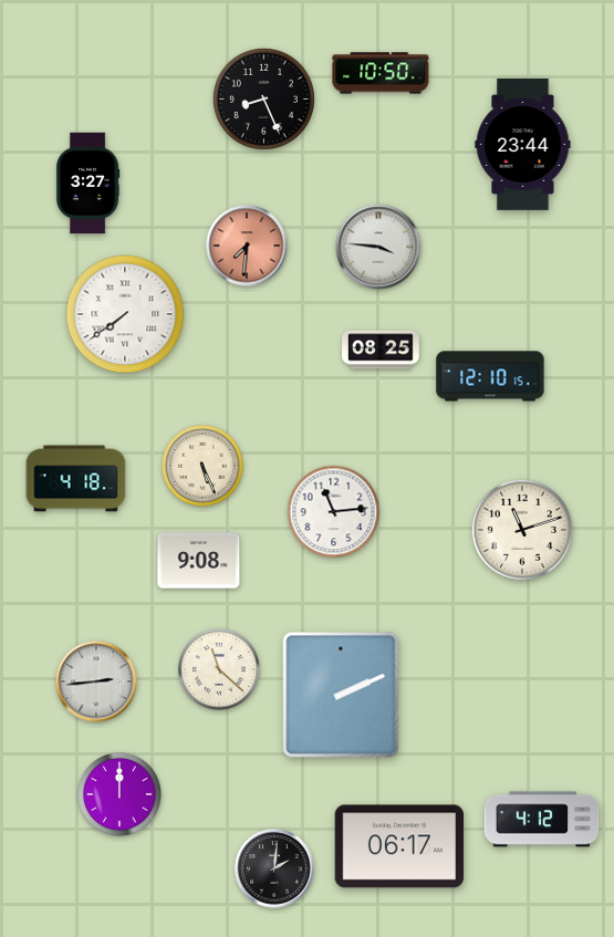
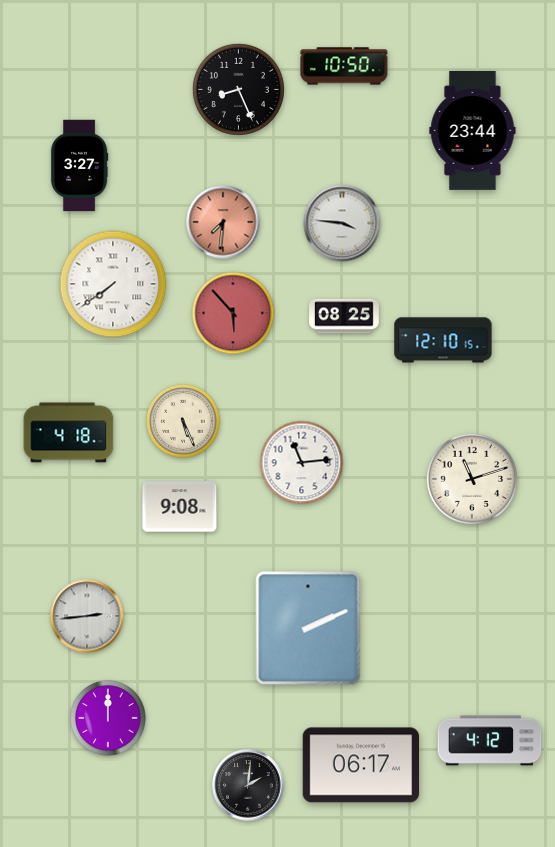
clock at (233, 313): none -> 5:53
clock at (219, 669): 11:22 -> none
